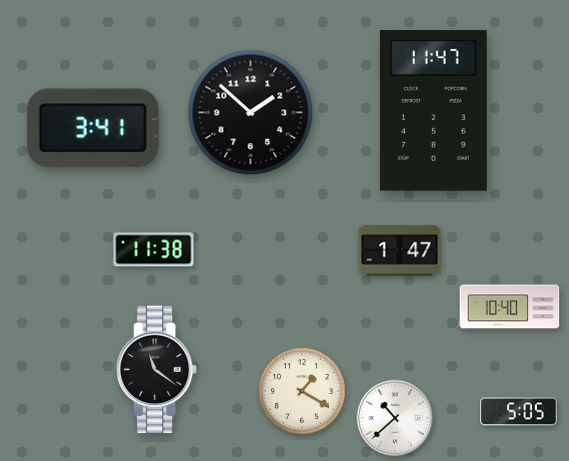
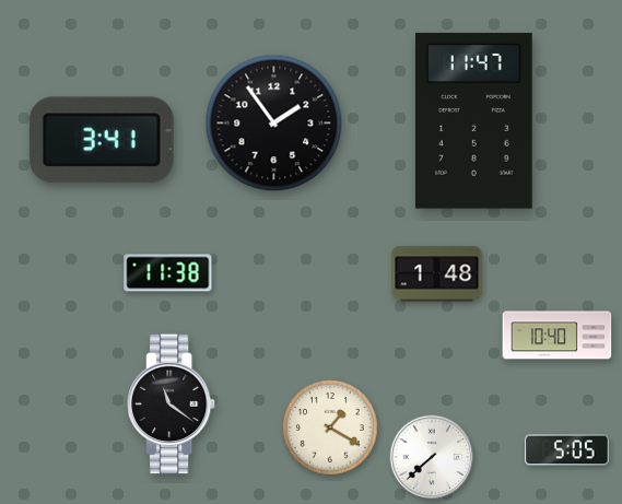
clock at (251, 113): 1:52 -> 1:54
clock at (400, 251): 1:47 -> 1:48
clock at (395, 418): 10:38 -> 7:38
